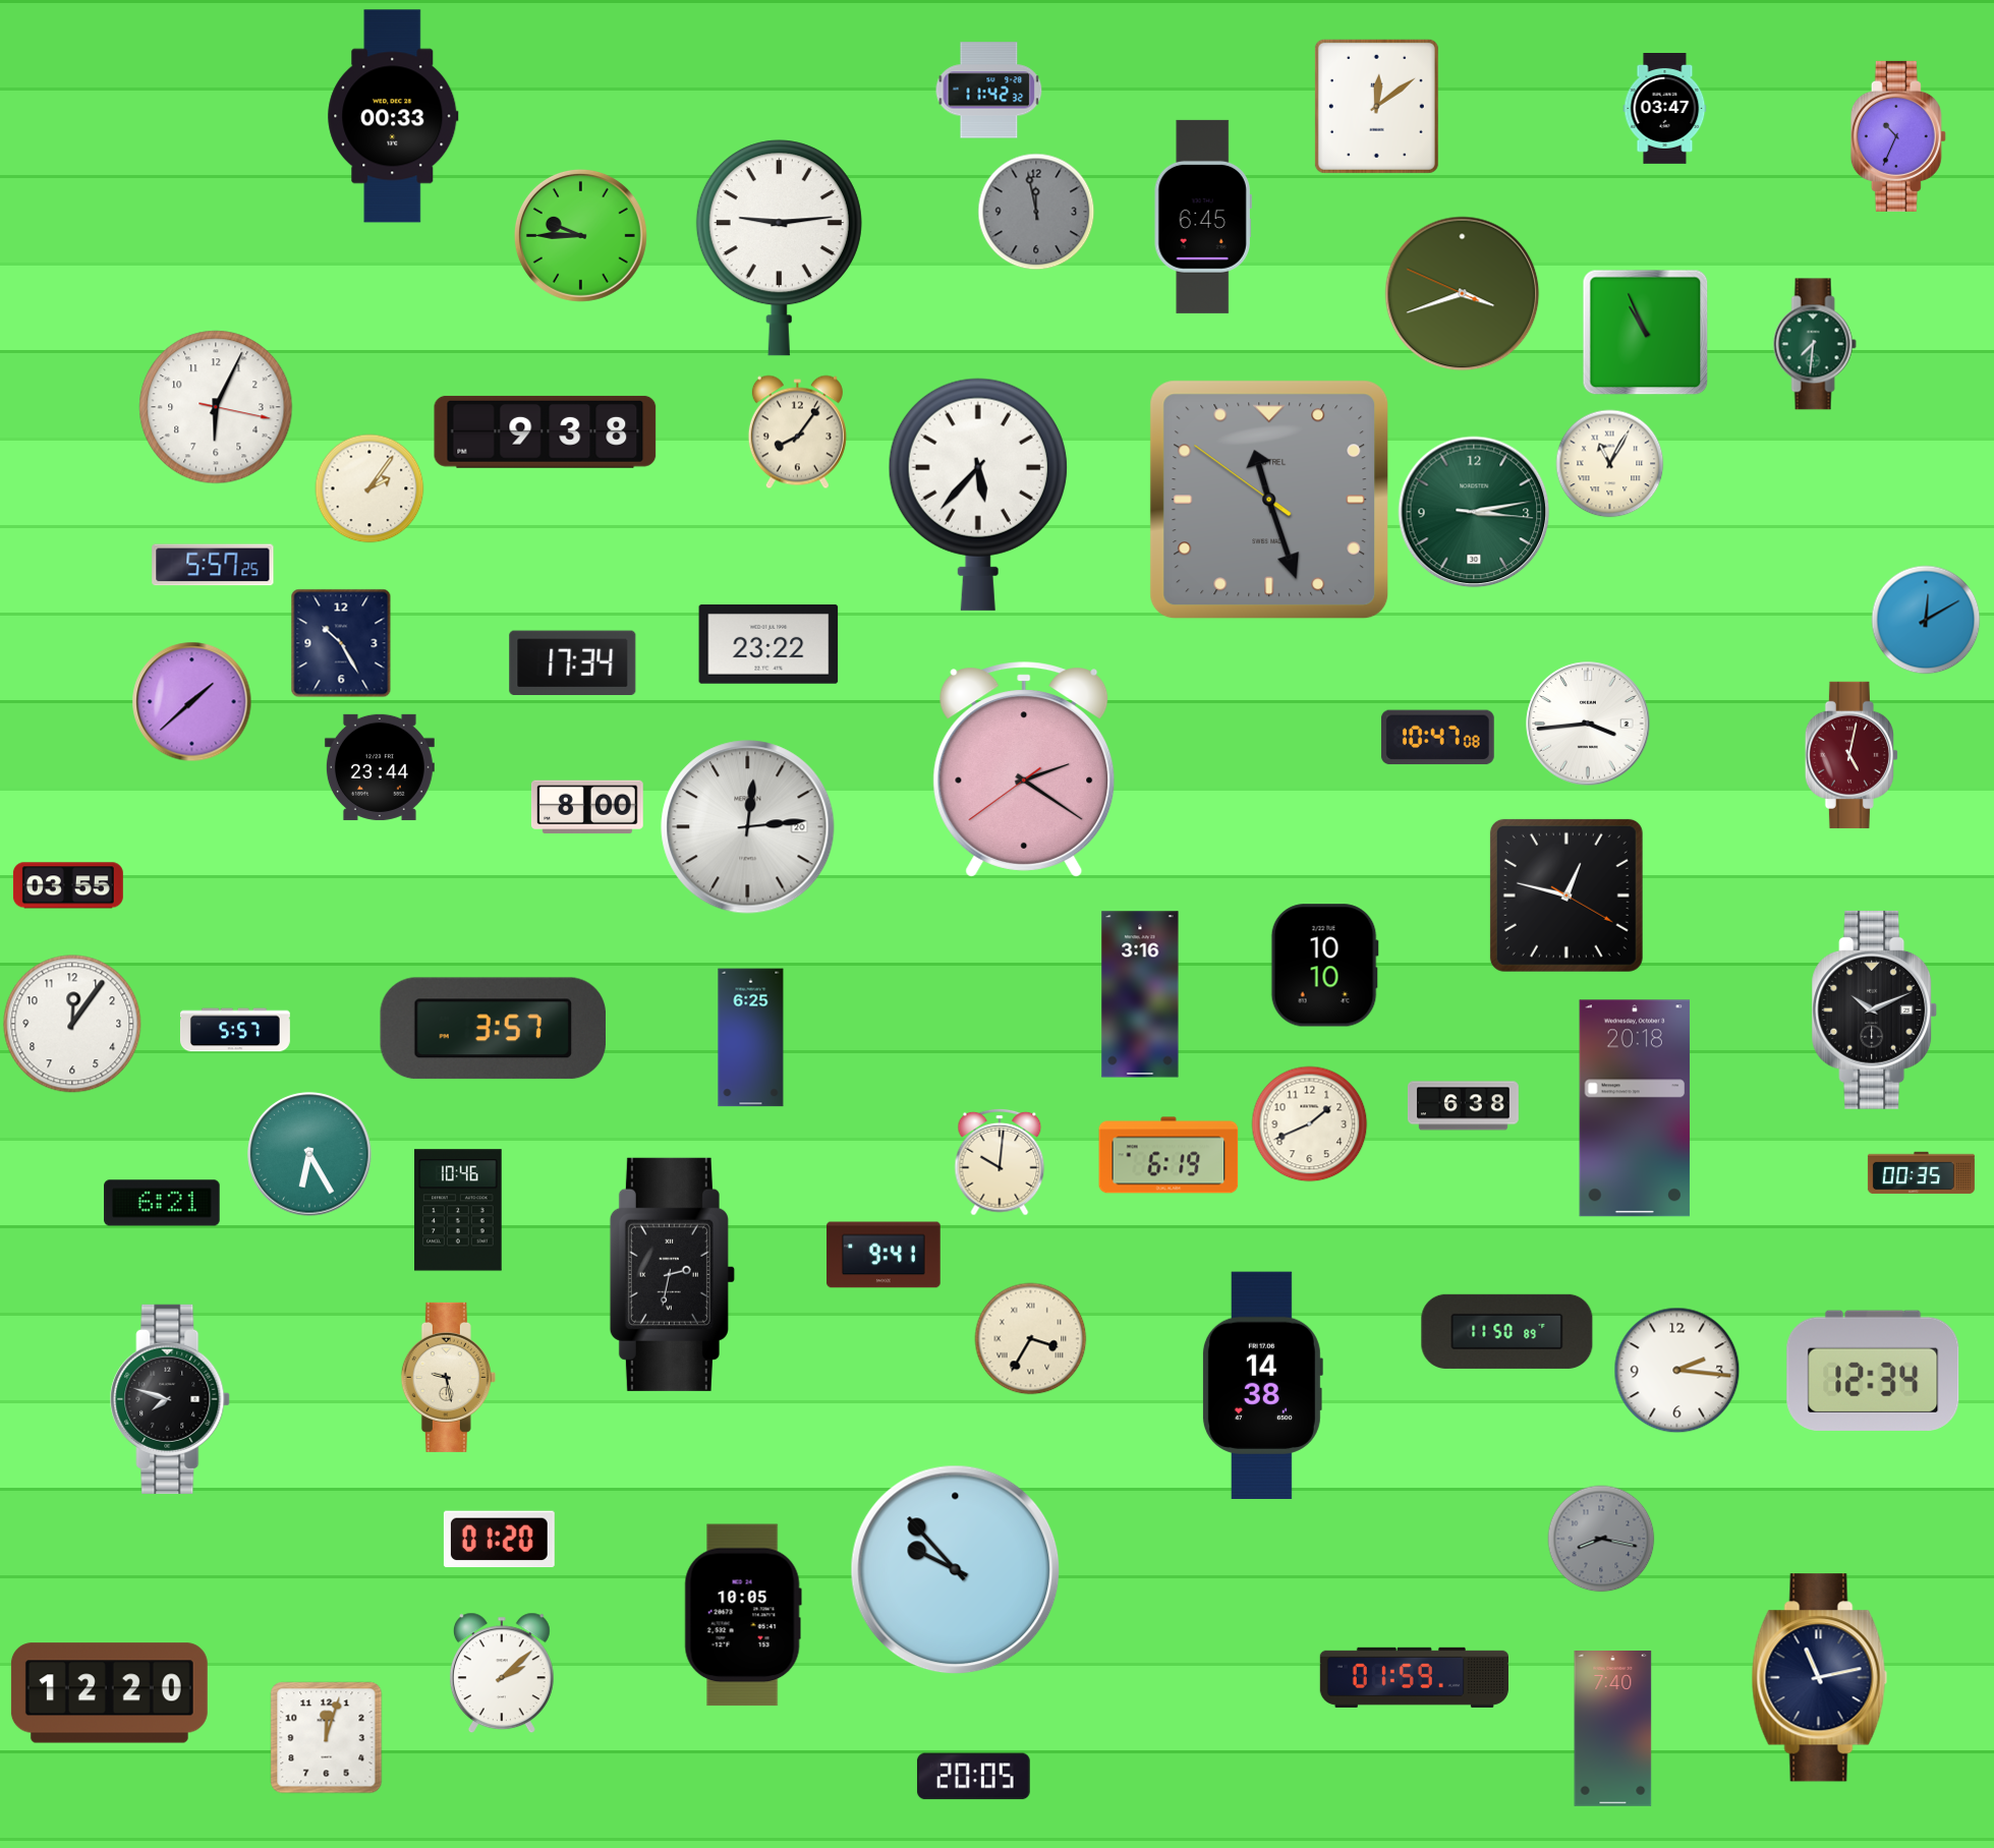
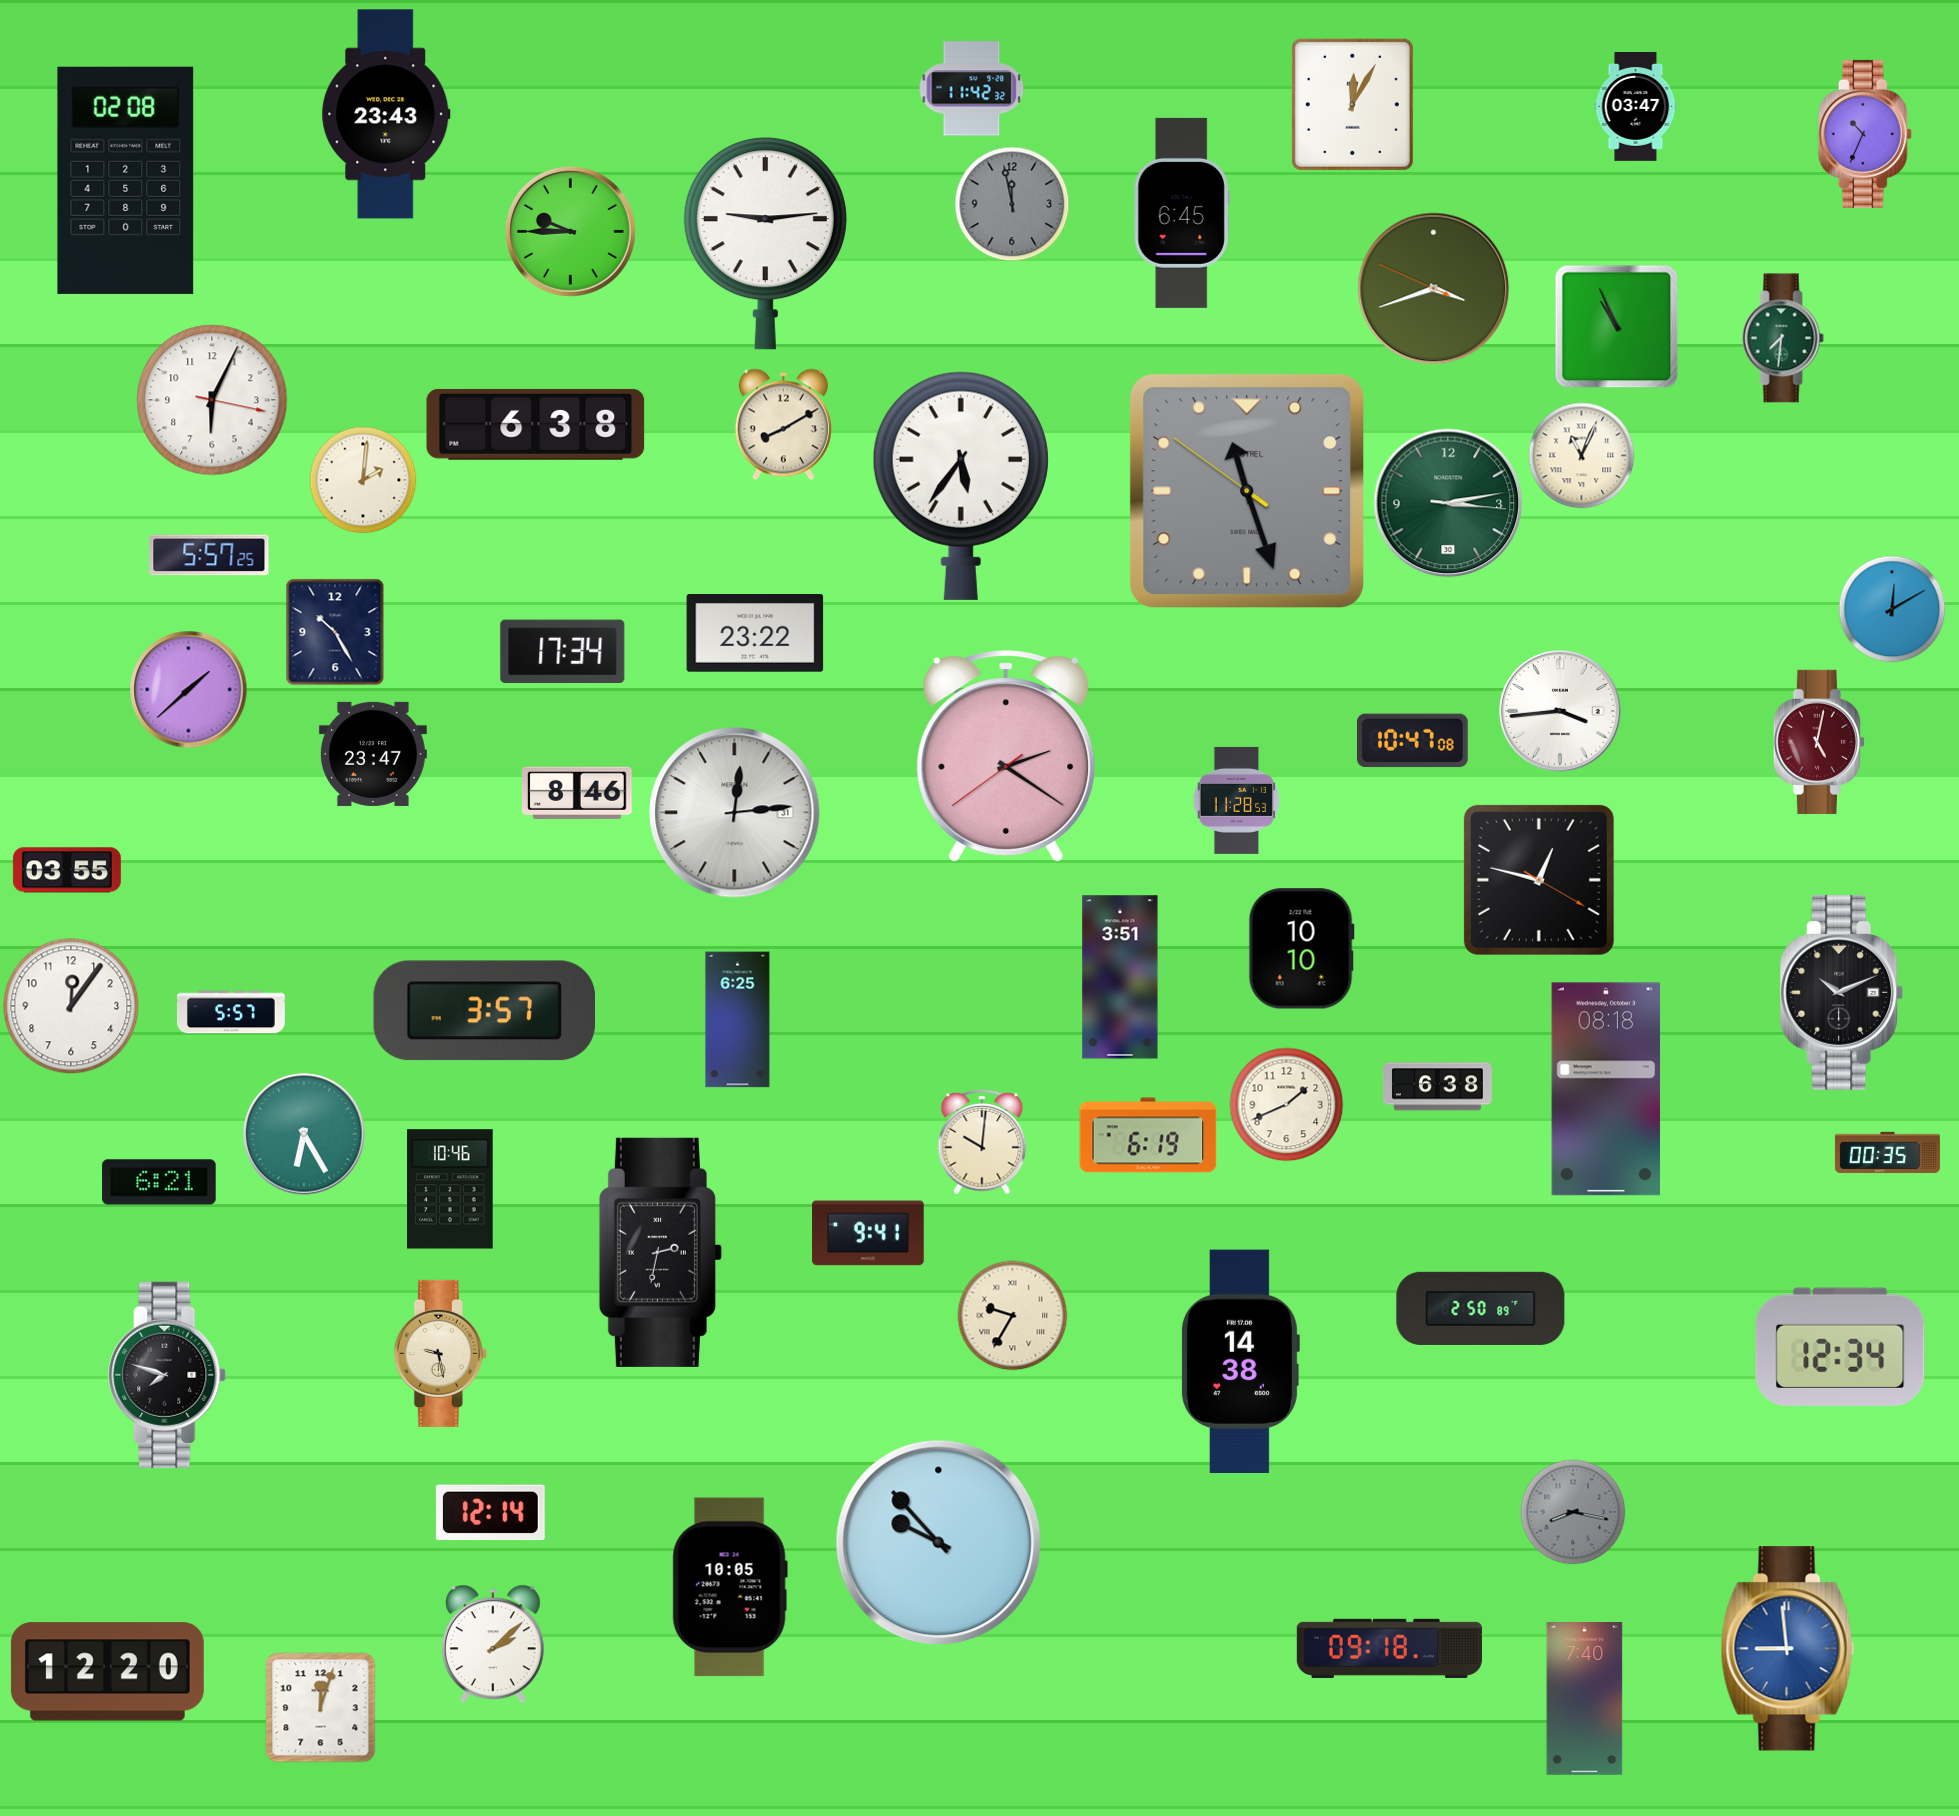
clock at (1376, 106): 12:09 -> 12:05
clock at (393, 116): 00:33 -> 23:43
clock at (126, 180): none -> 02:08
clock at (1036, 212) position: (1036, 212) -> (1012, 204)
clock at (1463, 294) position: (1463, 294) -> (1434, 289)
clock at (546, 431): 9:38 -> 6:38
clock at (797, 432): 8:06 -> 8:10
clock at (1610, 464): 11:05 -> 11:04
clock at (369, 488): 2:06 -> 2:01
clock at (978, 495): 5:37 -> 5:36
clock at (1437, 738) position: (1437, 738) -> (1412, 741)
clock at (380, 767): 23:44 -> 23:47
clock at (587, 806): 8:00 -> 8:46
clock at (1237, 800): none -> 11:28
clock at (748, 827) date: 20 -> 31
clock at (1140, 994): 3:16 -> 3:51
clock at (1635, 1108): 20:18 -> 08:18
clock at (1507, 1331): 11:50 -> 2:50
clock at (1031, 1339): 3:35 -> 9:35
clock at (1677, 1371): 2:16 -> none
clock at (499, 1540): 01:20 -> 12:14
clock at (1414, 1677): 01:59 -> 09:18
clock at (1819, 1678): 11:13 -> 8:59
clock at (1819, 1678) dial: navy -> blue
clock at (109, 1693) position: (109, 1693) -> (107, 1672)
clock at (973, 1777): 20:05 -> none
